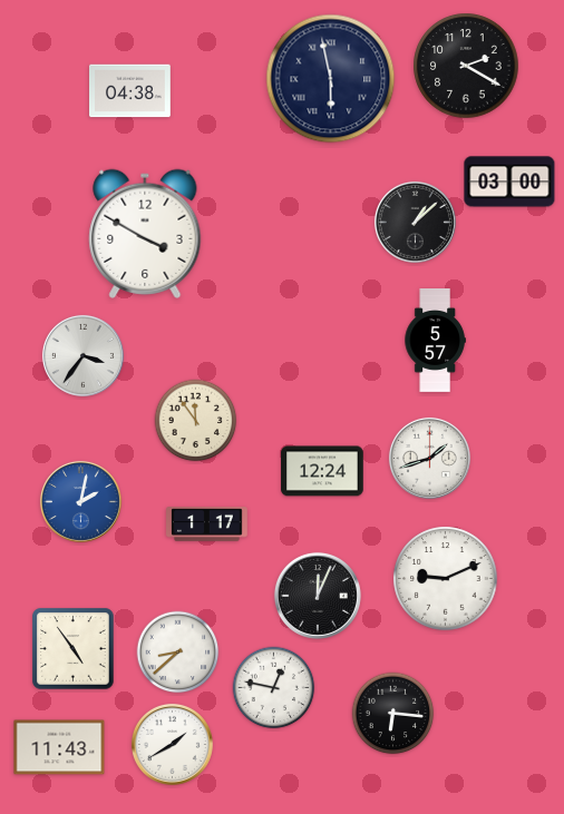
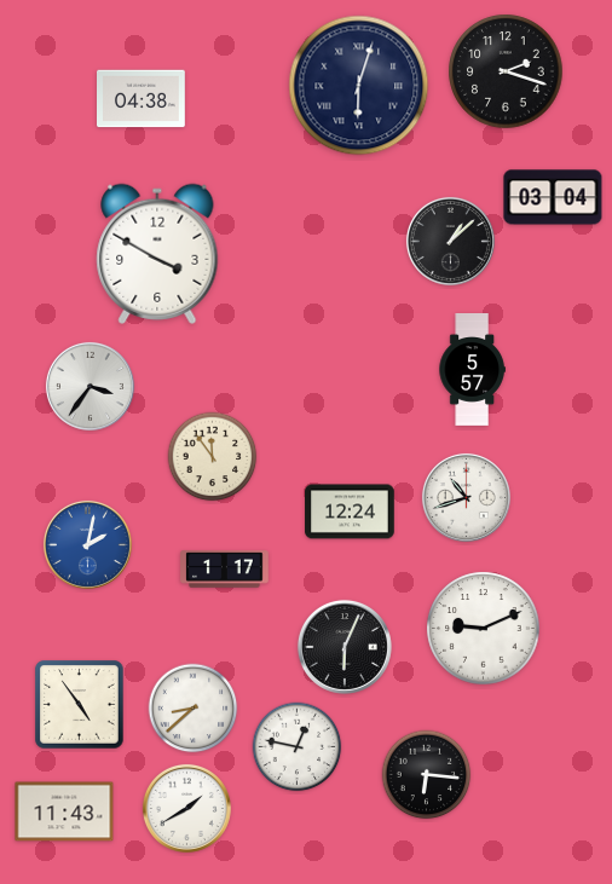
clock at (466, 66): 2:20 -> 2:18
clock at (331, 79): 5:58 -> 6:03
clock at (509, 182): 03:00 -> 03:04
clock at (429, 458): 1:42 -> 10:42
clock at (318, 596): 12:04 -> 6:04
